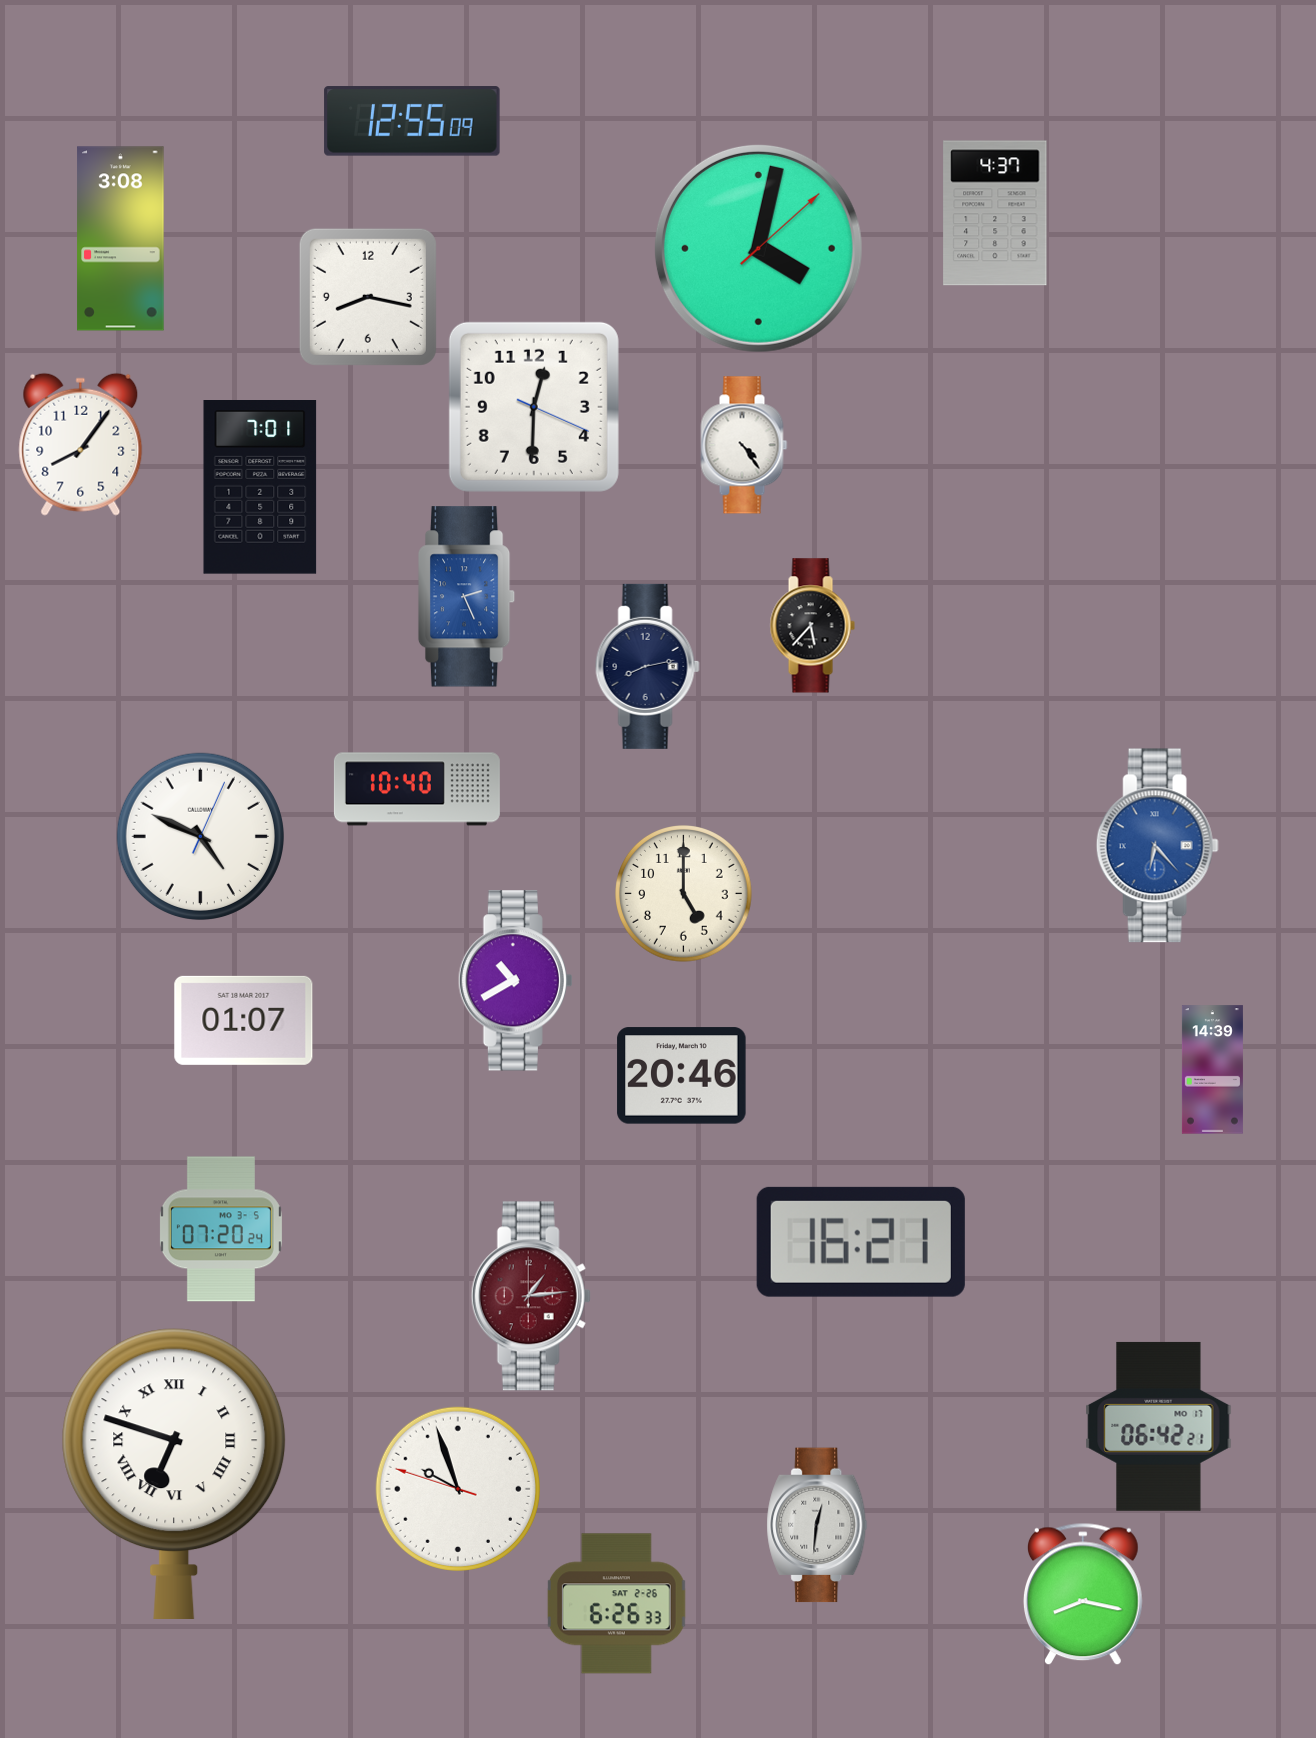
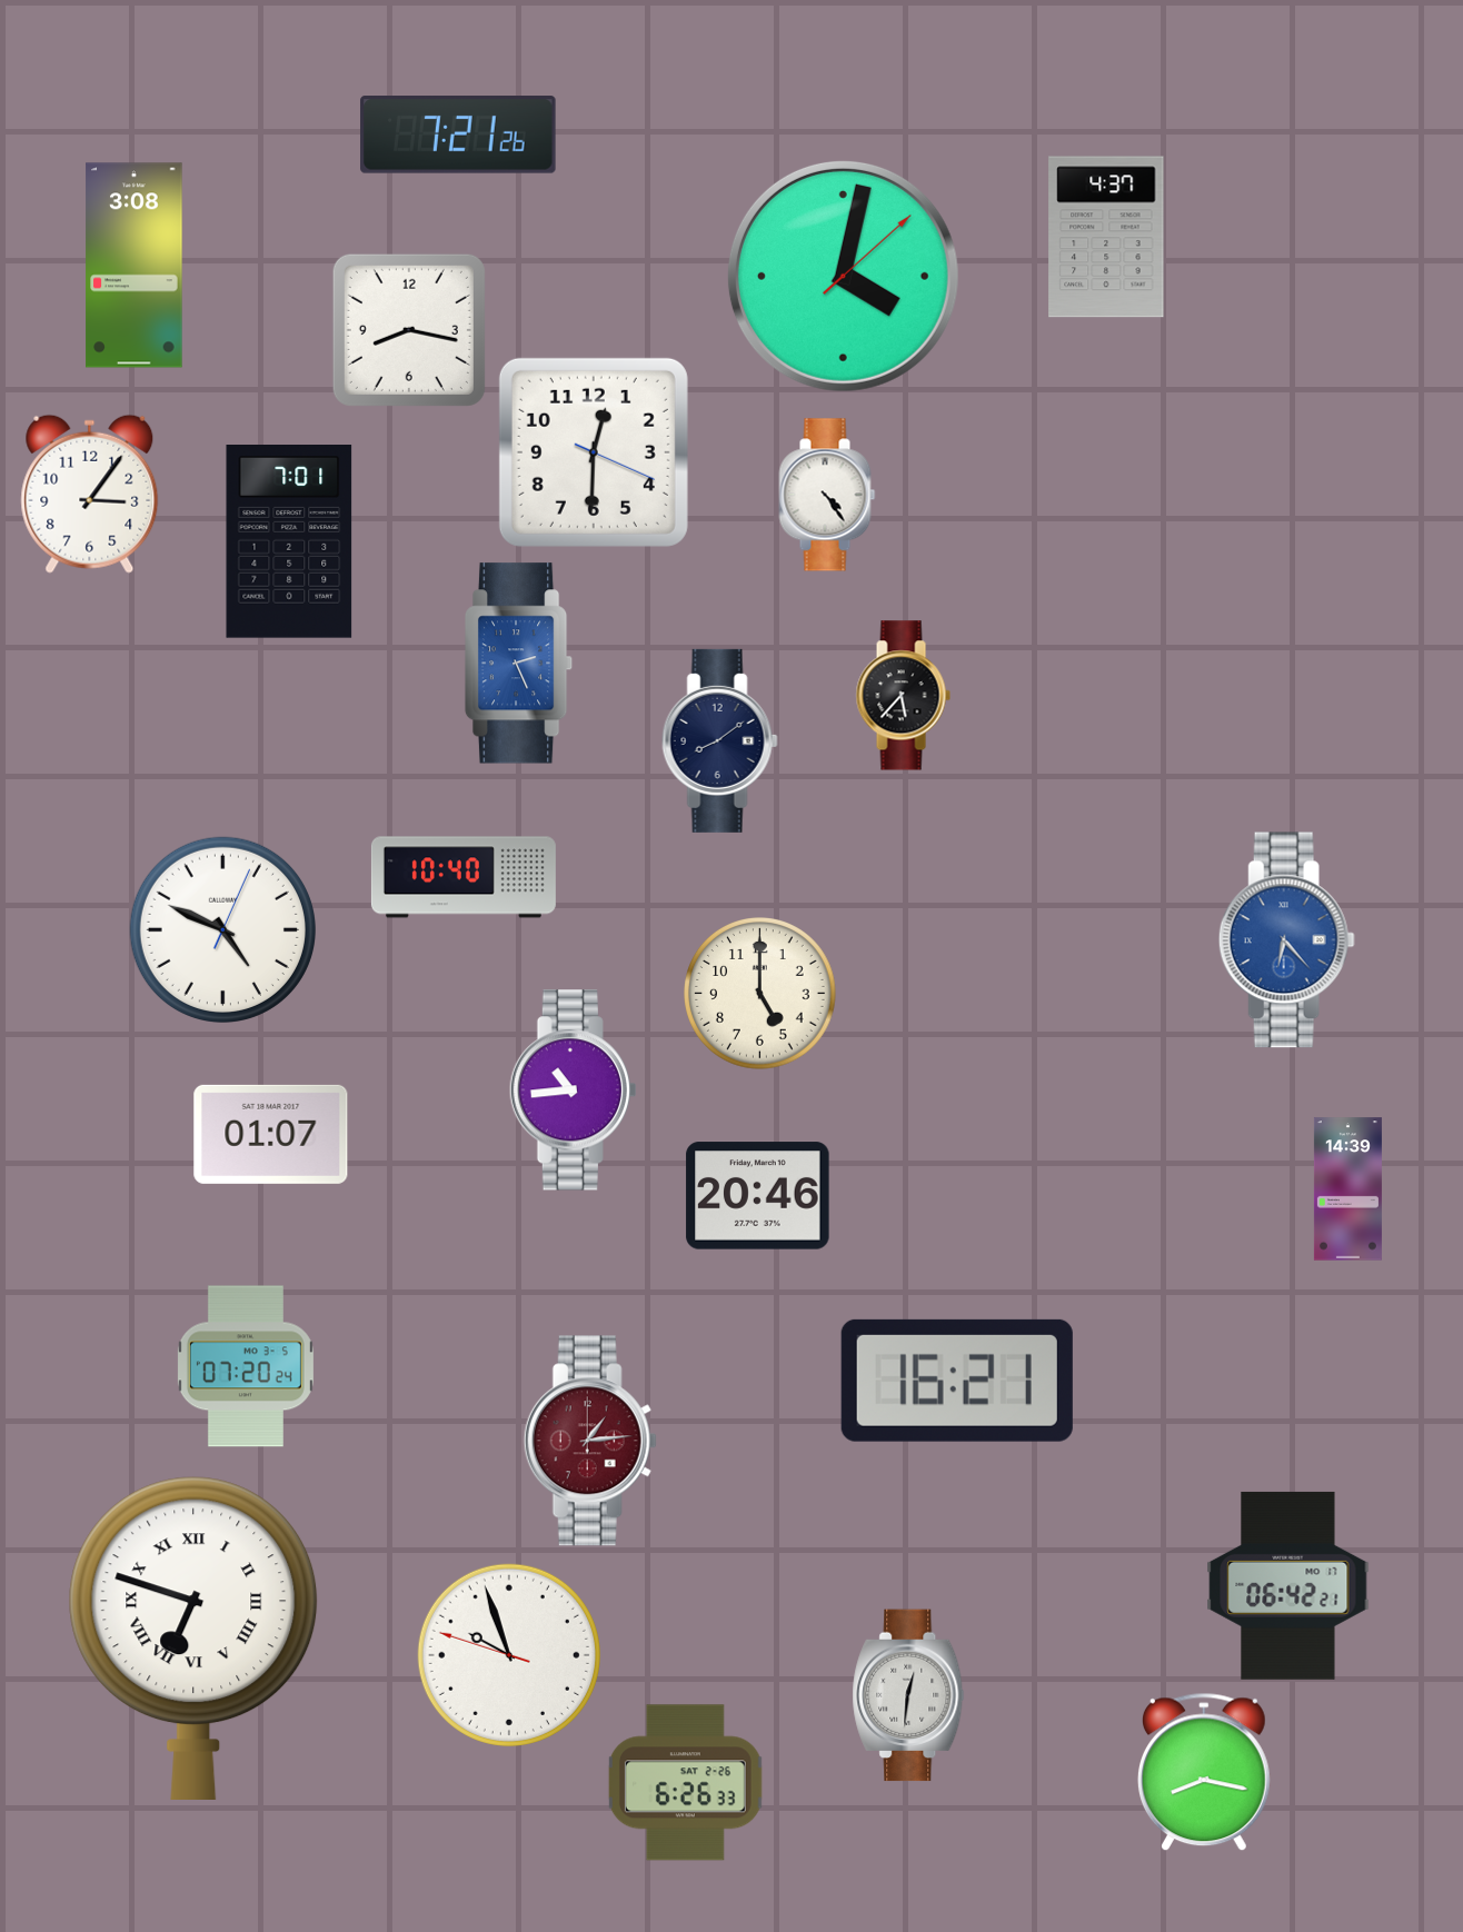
clock at (412, 121): 12:55 -> 7:21
clock at (81, 444): 8:06 -> 3:06
clock at (647, 666): 8:13 -> 8:09
clock at (515, 981): 10:40 -> 10:44
